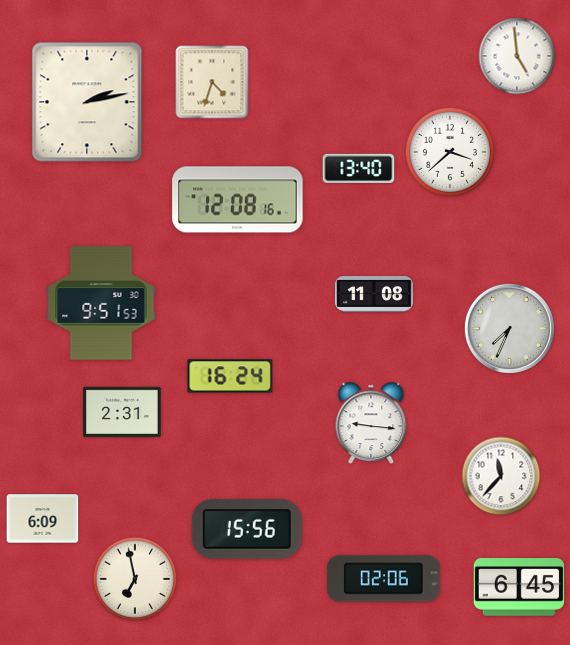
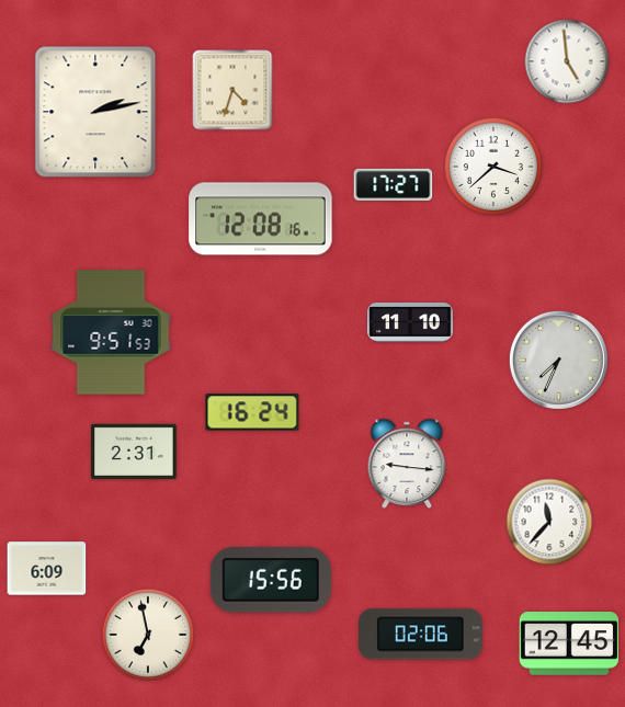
clock at (359, 168): 13:40 -> 17:27
clock at (374, 295): 11:08 -> 11:10
clock at (519, 587): 6:45 -> 12:45
